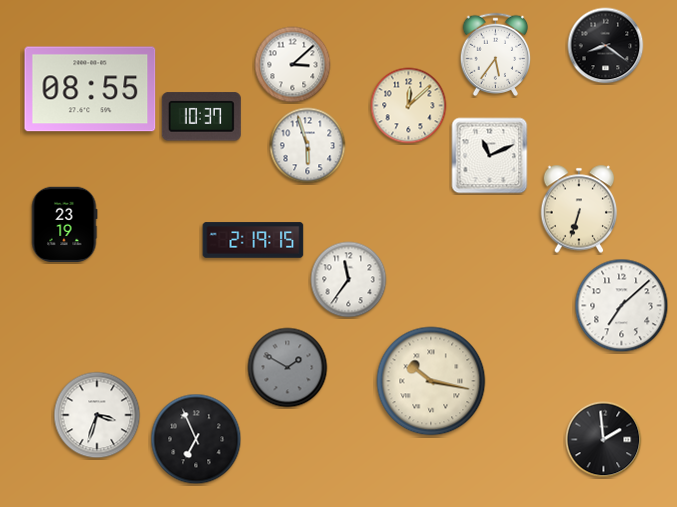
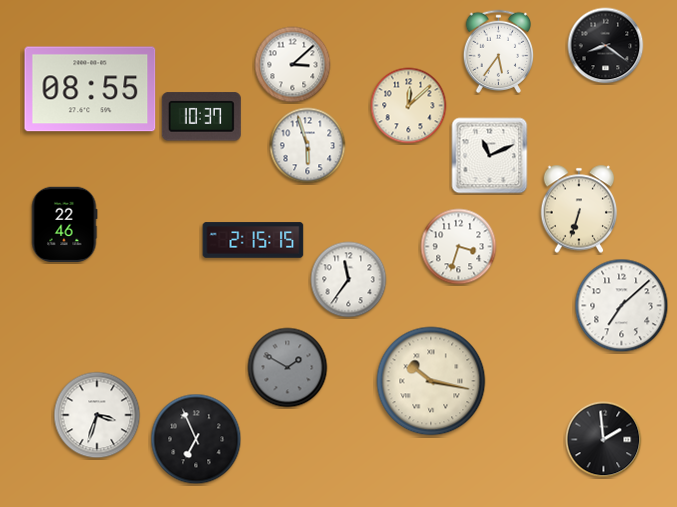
clock at (496, 54) position: (496, 54) -> (499, 51)
clock at (64, 224): 23:19 -> 22:46
clock at (253, 240): 2:19 -> 2:15
clock at (459, 247): none -> 3:33
